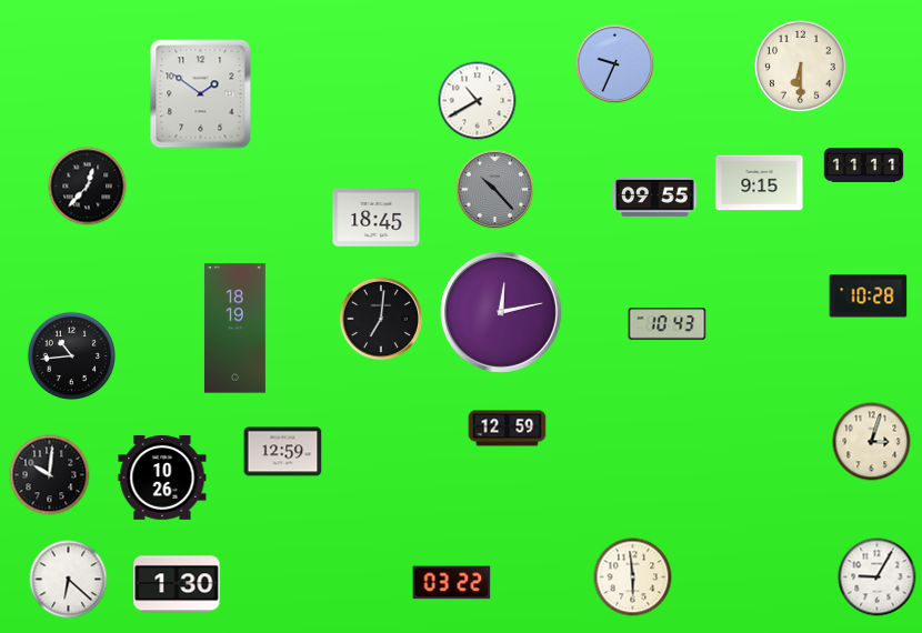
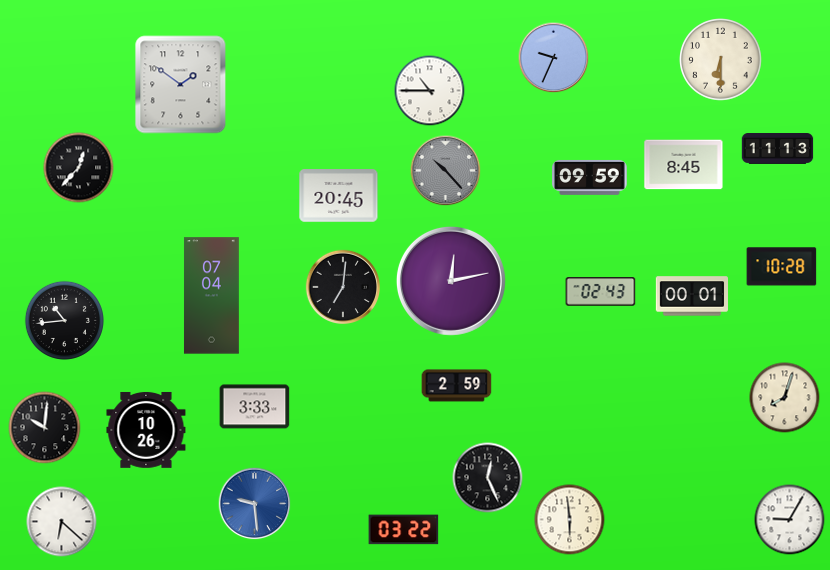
clock at (478, 101): 10:40 -> 10:45
clock at (864, 165): 11:11 -> 11:13
clock at (760, 183): 9:15 -> 8:45
clock at (655, 198): 09:55 -> 09:59
clock at (377, 218): 18:45 -> 20:45
clock at (668, 324): 10:43 -> 02:43
clock at (234, 329): 18:19 -> 07:04
clock at (691, 296): none -> 00:01
clock at (508, 429): 12:59 -> 2:59
clock at (872, 442): 3:03 -> 8:03
clock at (283, 452): 12:59 -> 3:33
clock at (488, 478): none -> 12:26
clock at (255, 504): none -> 9:29
clock at (452, 583) position: (452, 583) -> (404, 530)
clock at (177, 584): 1:30 -> none
